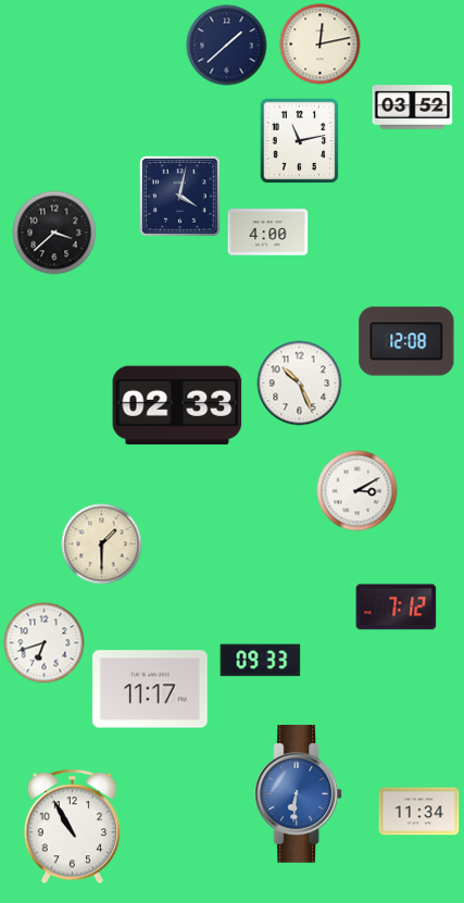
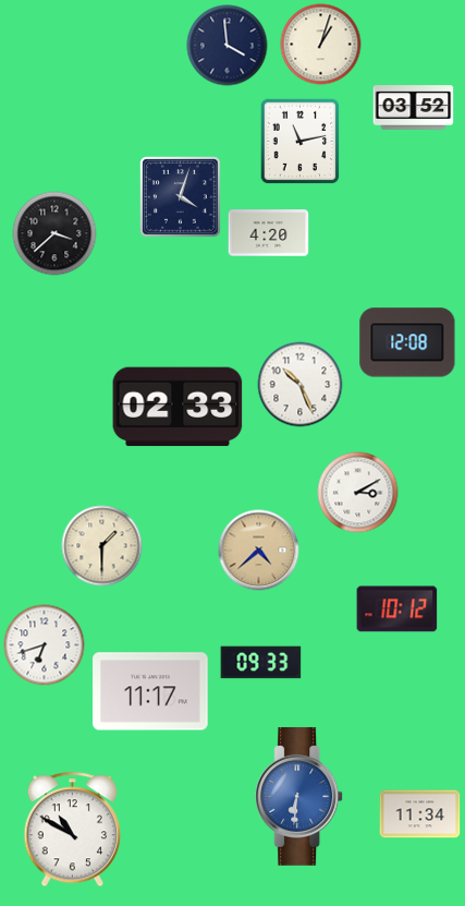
clock at (321, 45): 12:13 -> 1:03
clock at (227, 46): 1:38 -> 3:59
clock at (180, 197): 4:02 -> 4:03
clock at (268, 233): 4:00 -> 4:20
clock at (259, 551): none -> 4:38
clock at (397, 607): 7:12 -> 10:12
clock at (72, 827): 10:55 -> 10:50
